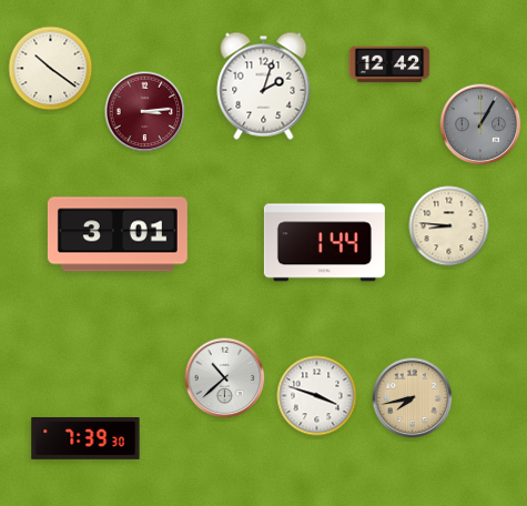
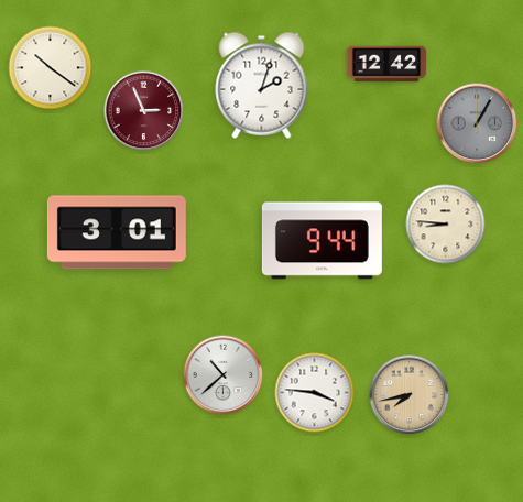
clock at (145, 112): 3:14 -> 2:56
clock at (324, 243): 1:44 -> 9:44
clock at (317, 396): 3:48 -> 3:46
clock at (85, 439): 7:39 -> none
